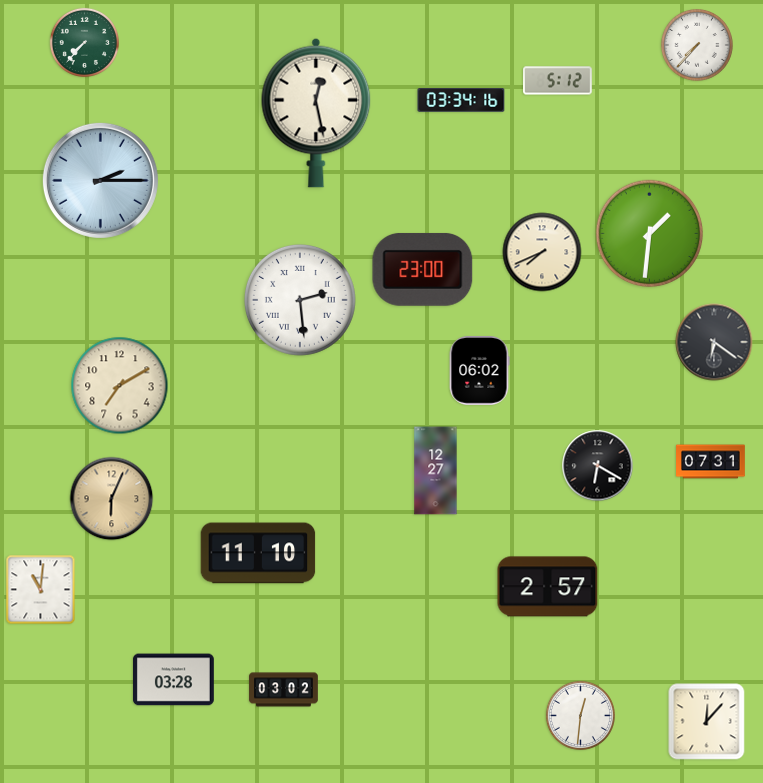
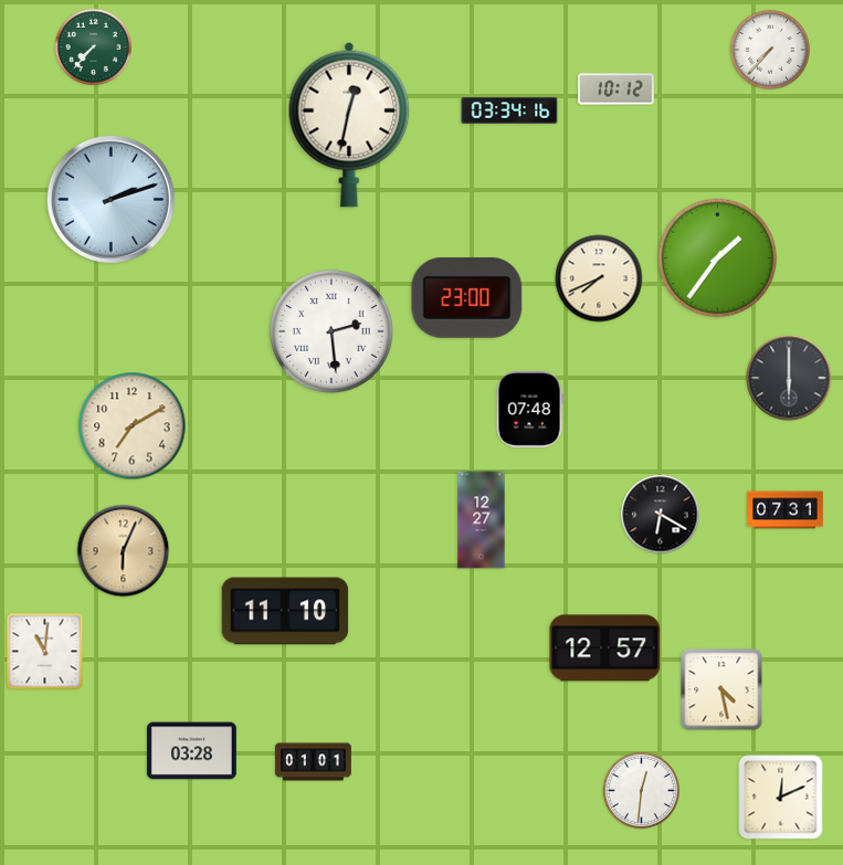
clock at (558, 81): 5:12 -> 10:12
clock at (316, 113): 12:28 -> 12:32
clock at (100, 180): 2:15 -> 2:12
clock at (650, 234): 1:31 -> 1:36
clock at (714, 342): 6:21 -> 6:00
clock at (479, 371): 06:02 -> 07:48
clock at (548, 587): 2:57 -> 12:57
clock at (721, 689): none -> 4:28
clock at (284, 690): 03:02 -> 01:01
clock at (707, 722): 12:07 -> 12:11
